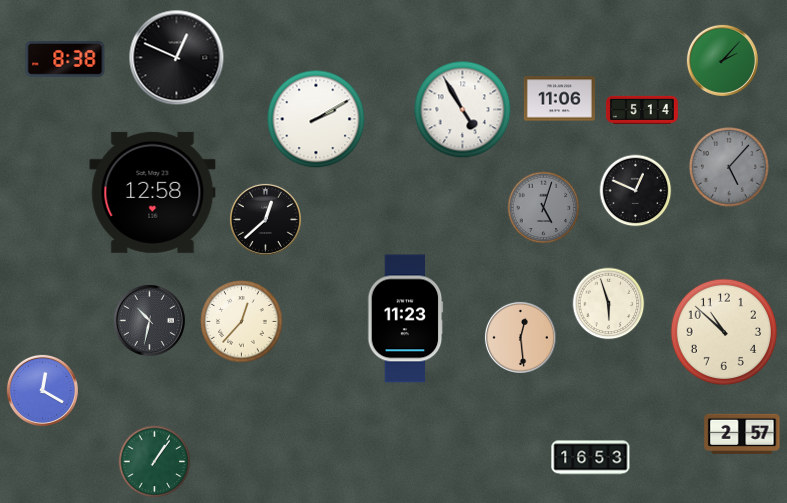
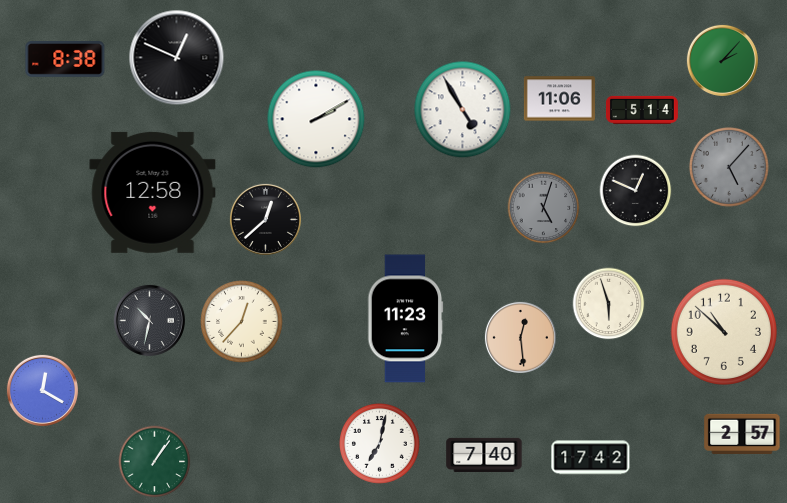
clock at (380, 444): none -> 7:02
clock at (484, 455): none -> 7:40
clock at (591, 458): 16:53 -> 17:42
